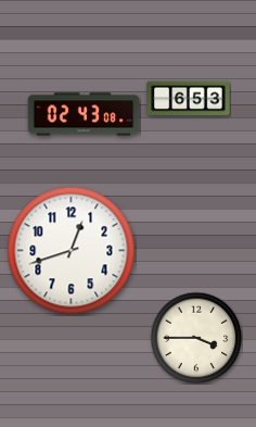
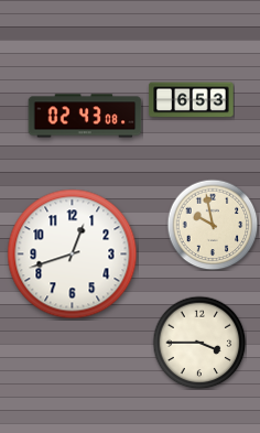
clock at (213, 225): none -> 9:58
